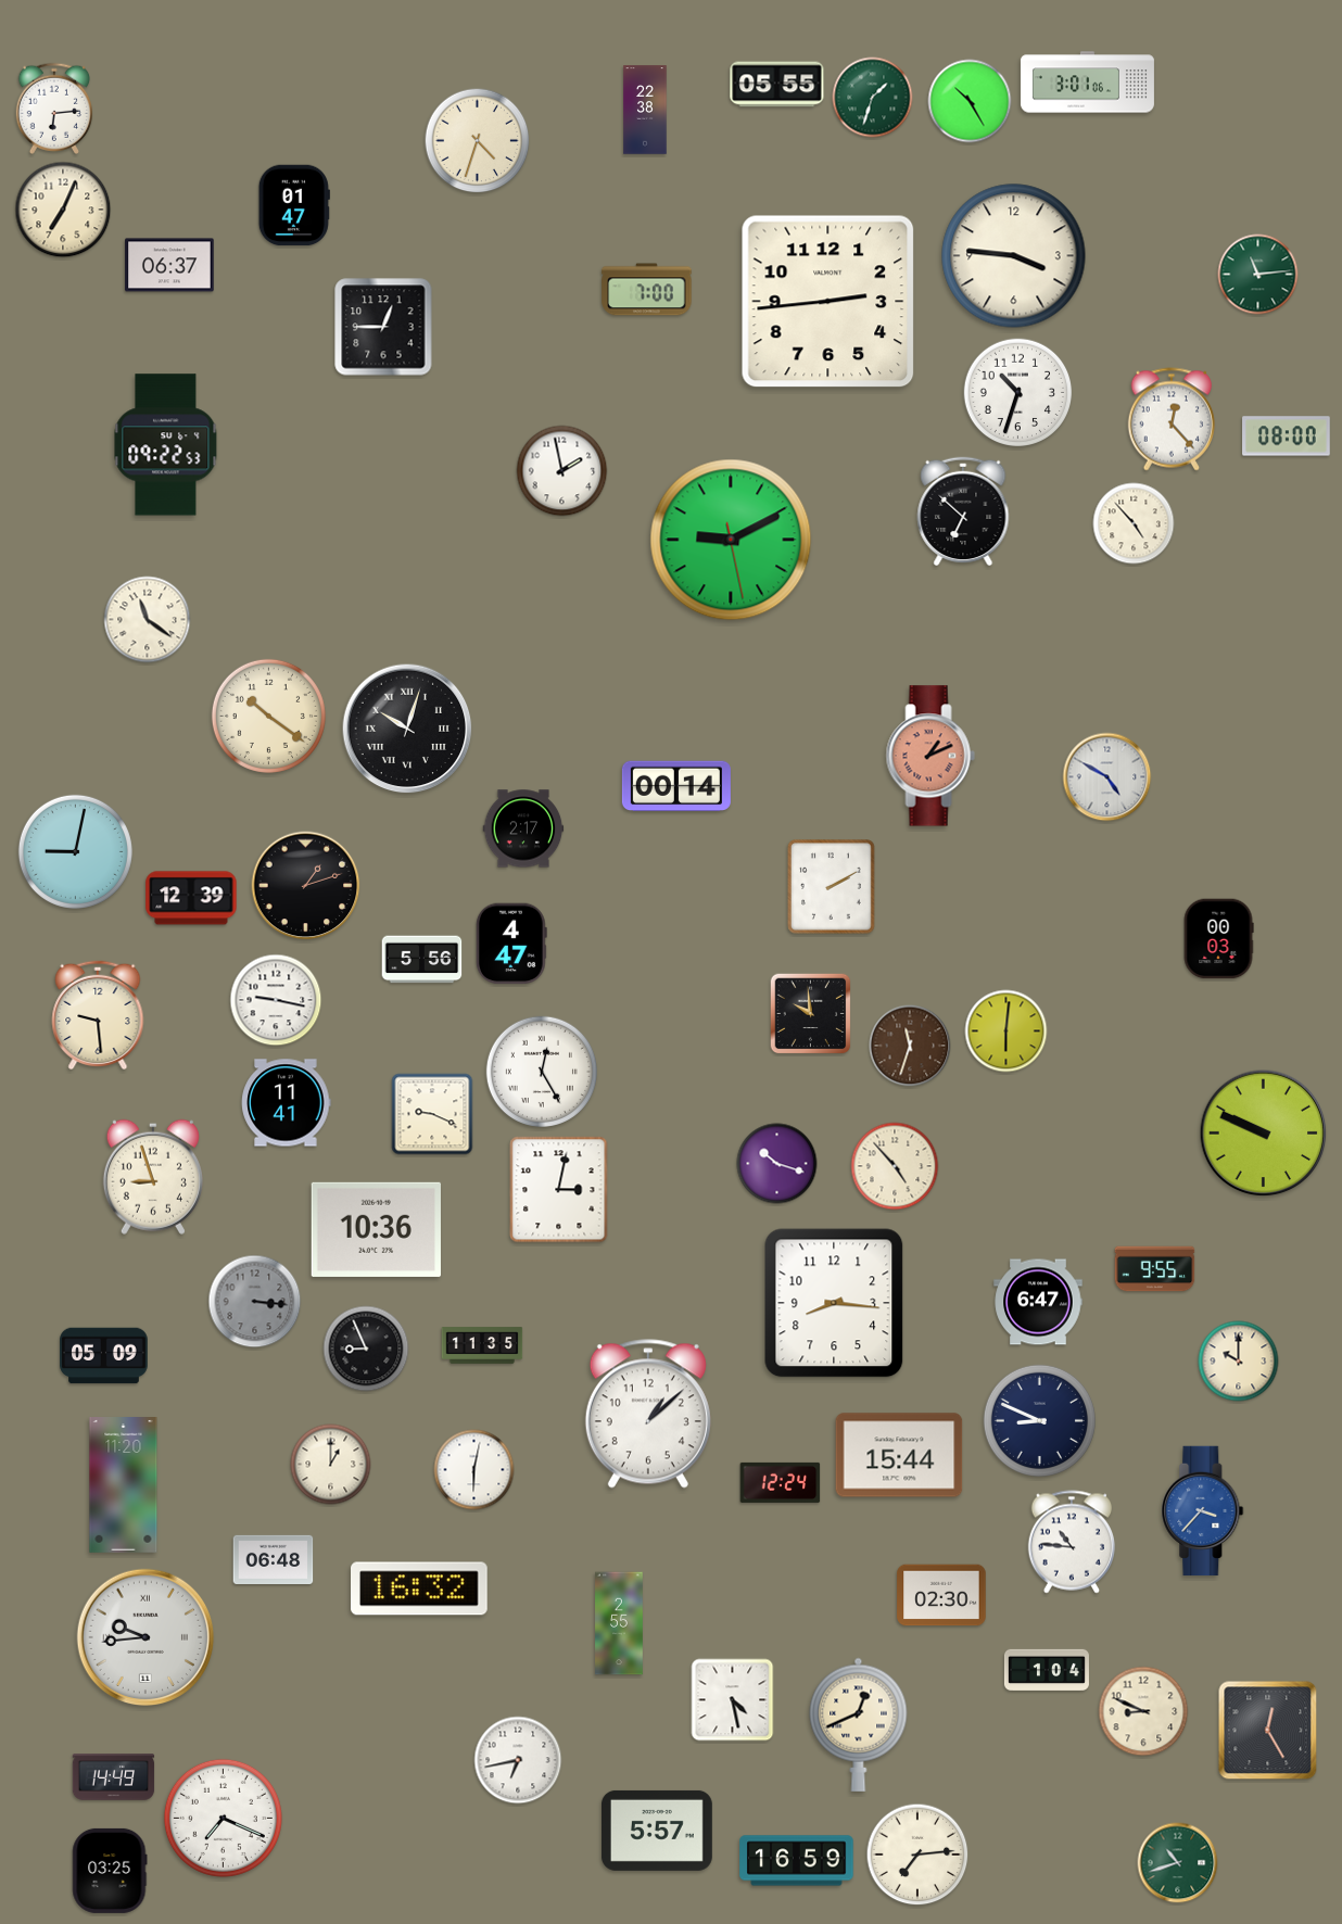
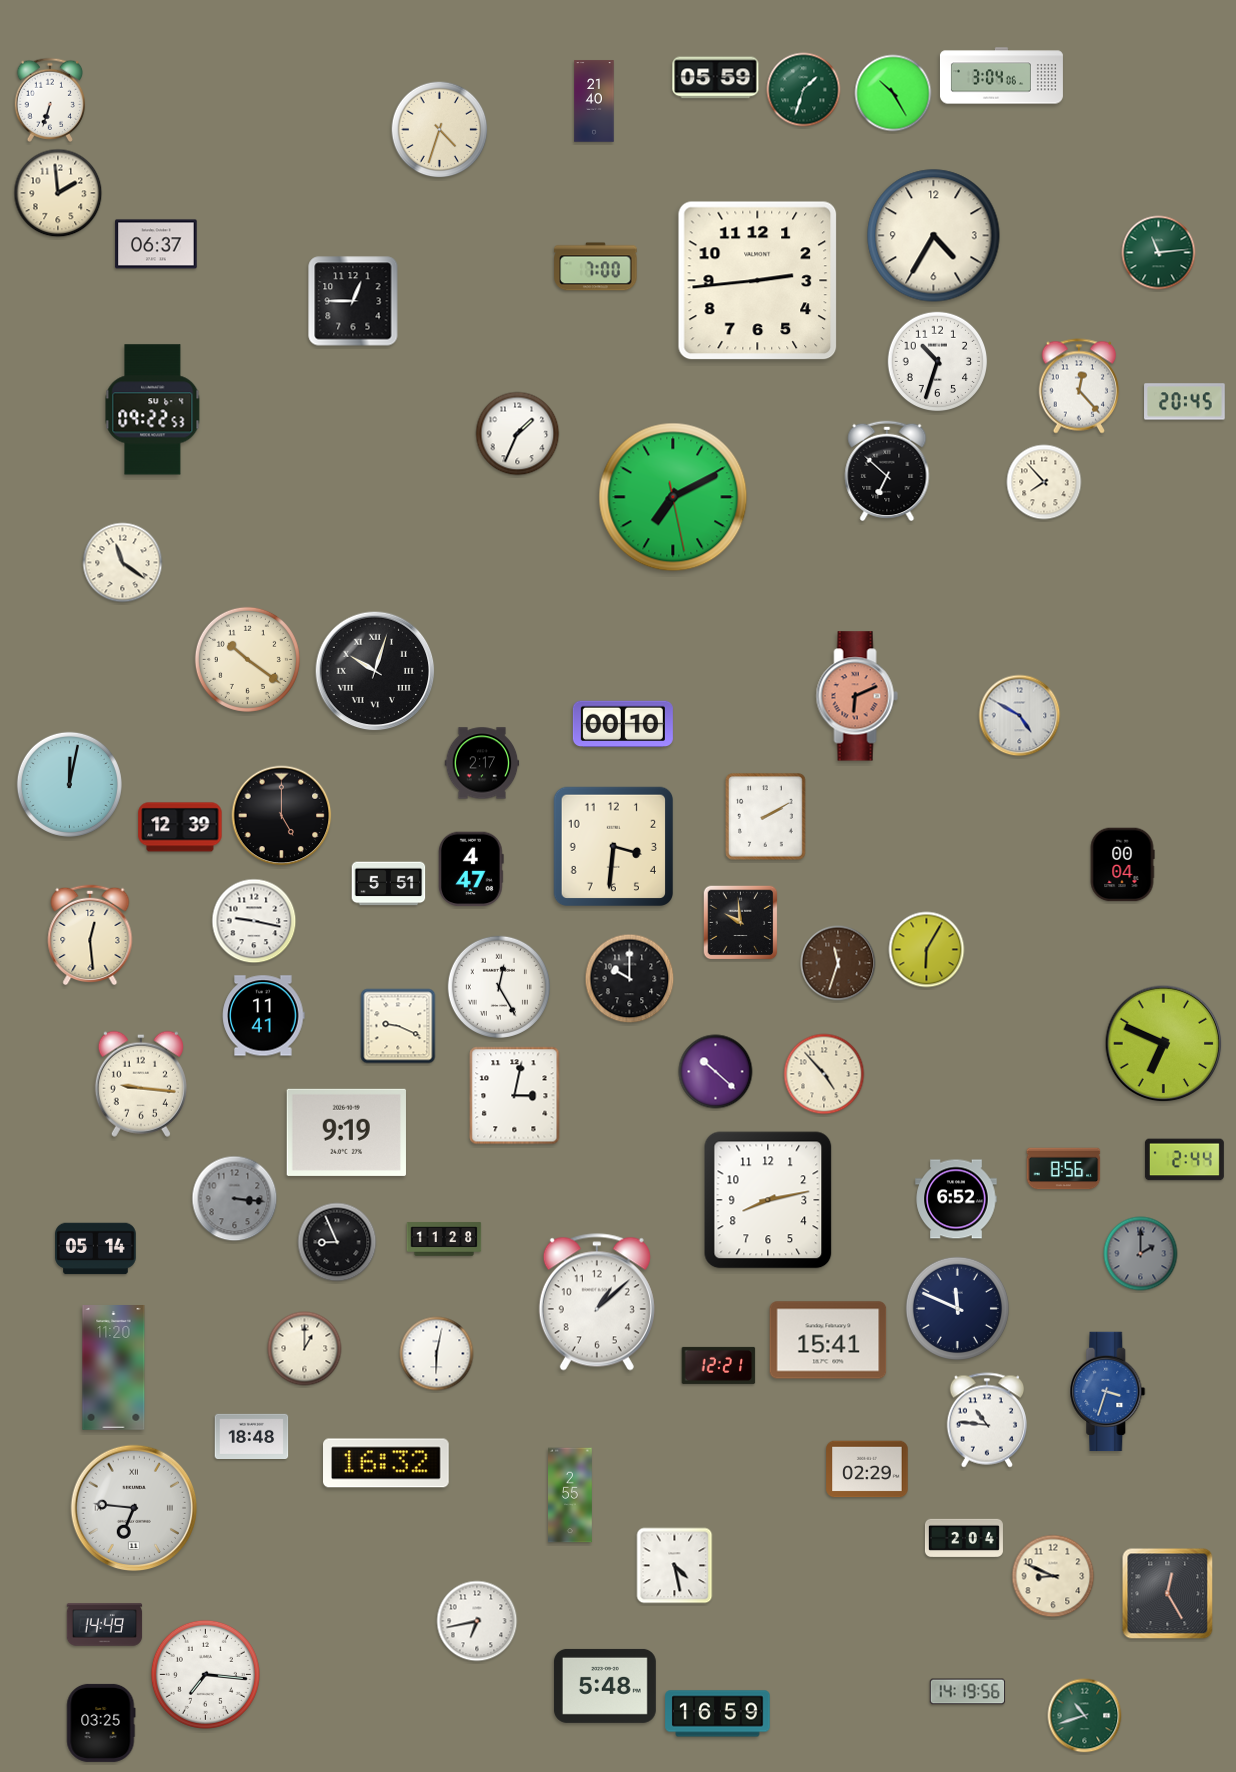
clock at (1087, 83): 3:01 -> 3:04
clock at (777, 85): 05:55 -> 05:59
clock at (53, 109): 6:14 -> 6:33
clock at (645, 110): 22:38 -> 21:40
clock at (294, 205): 01:47 -> none
clock at (63, 210): 7:04 -> 1:59
clock at (1014, 256): 3:46 -> 4:35
clock at (828, 302) position: (828, 302) -> (758, 281)
clock at (1287, 436): 08:00 -> 20:45
clock at (562, 471): 1:58 -> 1:34
clock at (1134, 523): 4:53 -> 7:53
clock at (731, 540): 9:10 -> 7:10
clock at (148, 620) position: (148, 620) -> (123, 563)
clock at (930, 756): 1:11 -> 6:11
clock at (676, 786): 00:14 -> 00:10
clock at (75, 851): 9:02 -> 12:02
clock at (306, 886): 1:12 -> 5:00
clock at (191, 898) position: (191, 898) -> (180, 827)
clock at (613, 846): none -> 3:31
clock at (1218, 939): 00:03 -> 00:04
clock at (422, 960): 5:56 -> 5:51
clock at (811, 1014) position: (811, 1014) -> (741, 923)
clock at (98, 1015): 9:29 -> 12:29
clock at (1006, 1031): 6:01 -> 6:05
clock at (630, 979): none -> 10:00
clock at (1264, 1134): 9:49 -> 6:49
clock at (777, 1164): 10:18 -> 10:22
clock at (153, 1177): 8:57 -> 9:16
clock at (376, 1229): 10:36 -> 9:19
clock at (1184, 1160): none -> 2:44
clock at (1155, 1269): 9:55 -> 8:56
clock at (1038, 1302): 6:47 -> 6:52
clock at (834, 1303): 8:16 -> 8:13
clock at (482, 1345): 11:35 -> 11:28
clock at (104, 1356): 05:09 -> 05:14
clock at (1239, 1362): 10:00 -> 2:00
clock at (1239, 1362) dial: cream -> grey
clock at (1039, 1420): 8:49 -> 11:49
clock at (899, 1455): 15:44 -> 15:41
clock at (781, 1482): 12:24 -> 12:21
clock at (1203, 1511): 3:37 -> 3:33
clock at (274, 1559): 06:48 -> 18:48
clock at (941, 1595): 02:30 -> 02:29
clock at (145, 1637): 9:44 -> 6:46
clock at (1047, 1670): 1:04 -> 2:04
clock at (859, 1724): 12:41 -> none
clock at (114, 1777) position: (114, 1777) -> (105, 1625)
clock at (223, 1818): 7:19 -> 7:16
clock at (657, 1831): 5:57 -> 5:48
clock at (968, 1692): none -> 14:19
clock at (917, 1855): 7:14 -> none
clock at (797, 1861) position: (797, 1861) -> (718, 1714)
